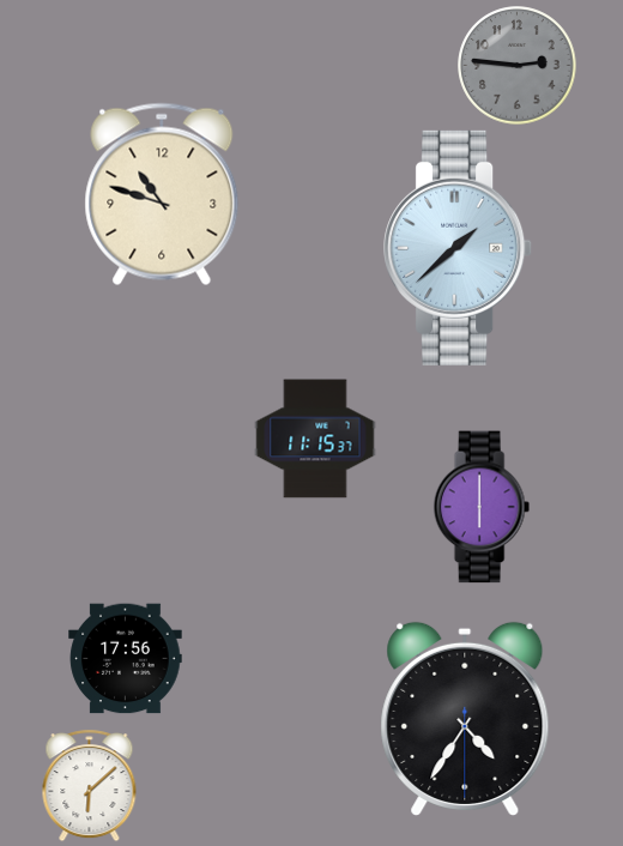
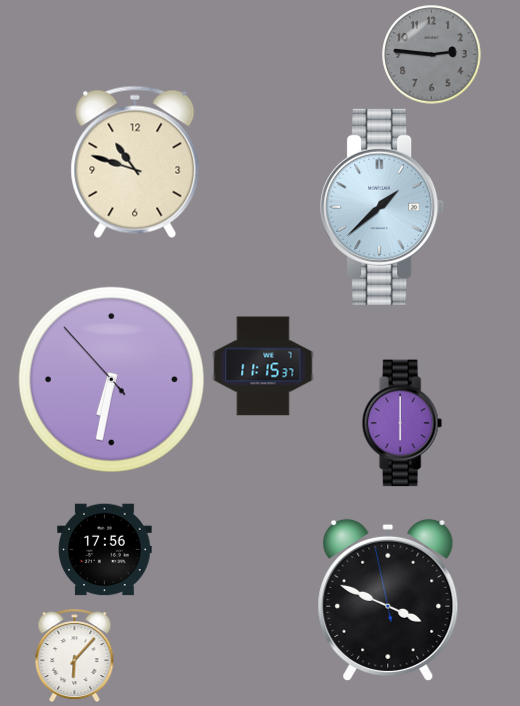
clock at (111, 379): none -> 6:31
clock at (465, 719): 4:35 -> 3:48
clock at (90, 785): 6:08 -> 6:07
